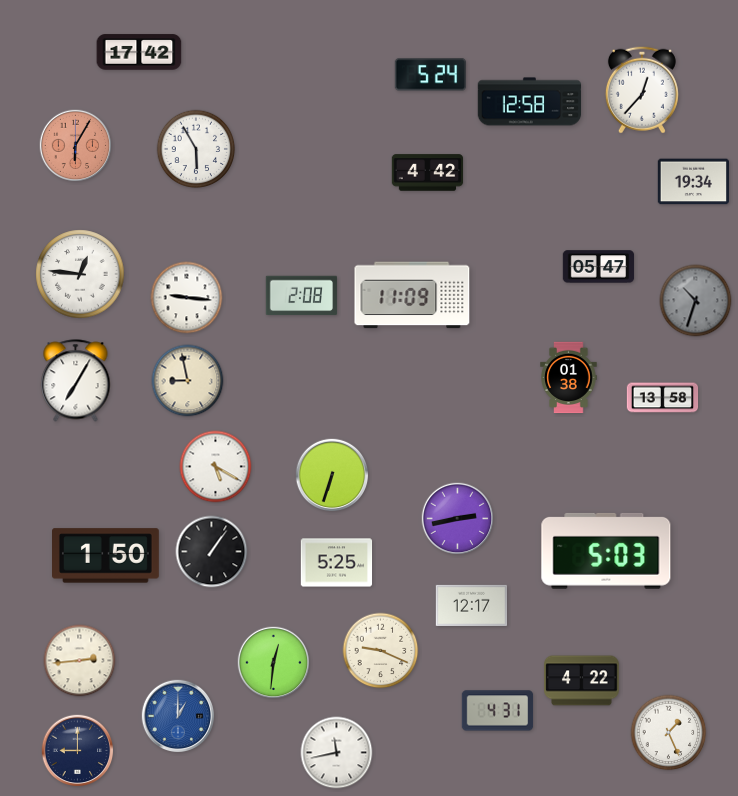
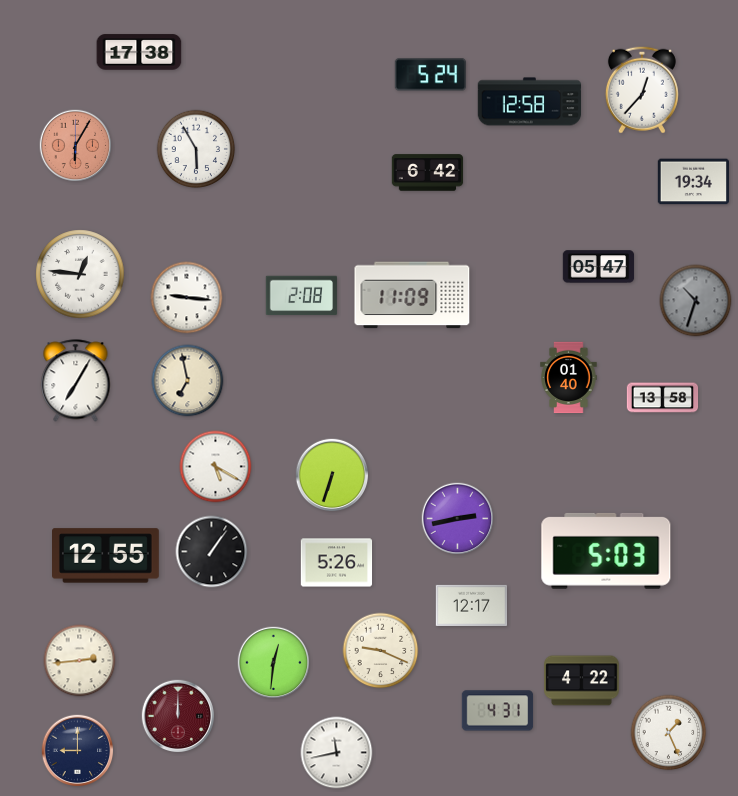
clock at (139, 52): 17:42 -> 17:38
clock at (428, 173): 4:42 -> 6:42
clock at (569, 378): 01:38 -> 01:40
clock at (188, 381): 8:58 -> 6:58
clock at (106, 556): 1:50 -> 12:55
clock at (337, 563): 5:25 -> 5:26
clock at (178, 716): 1:00 -> 12:00
clock at (178, 716) dial: blue -> burgundy
